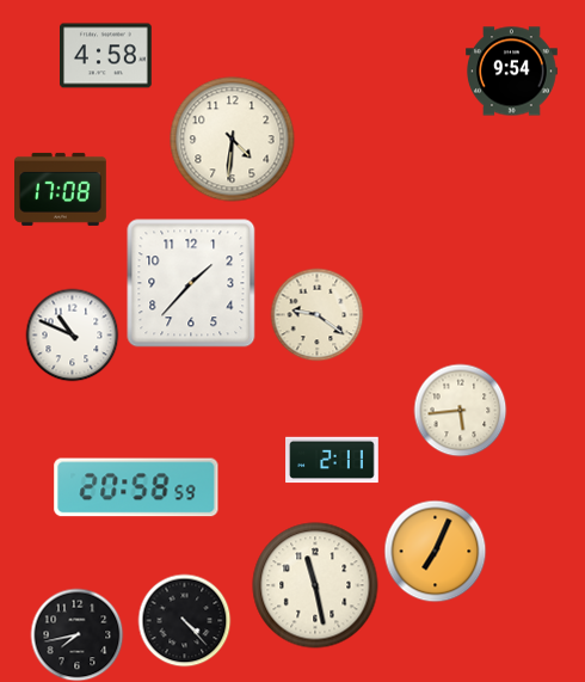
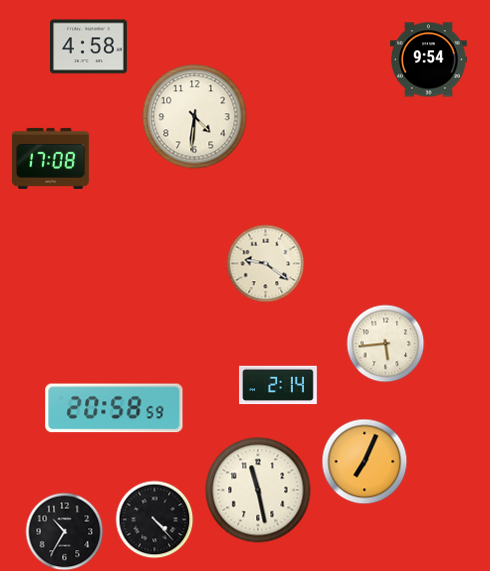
clock at (191, 283): 1:37 -> none
clock at (72, 334): 10:49 -> none
clock at (332, 460): 2:11 -> 2:14
clock at (315, 585) position: (315, 585) -> (258, 490)
clock at (76, 634): 7:43 -> 10:35
